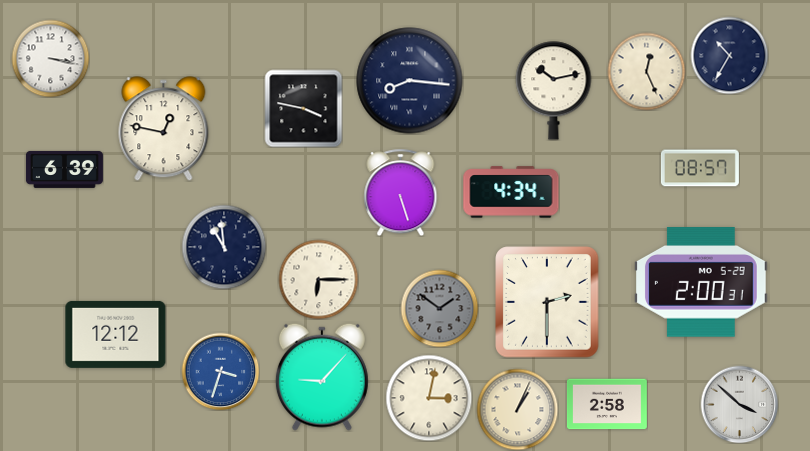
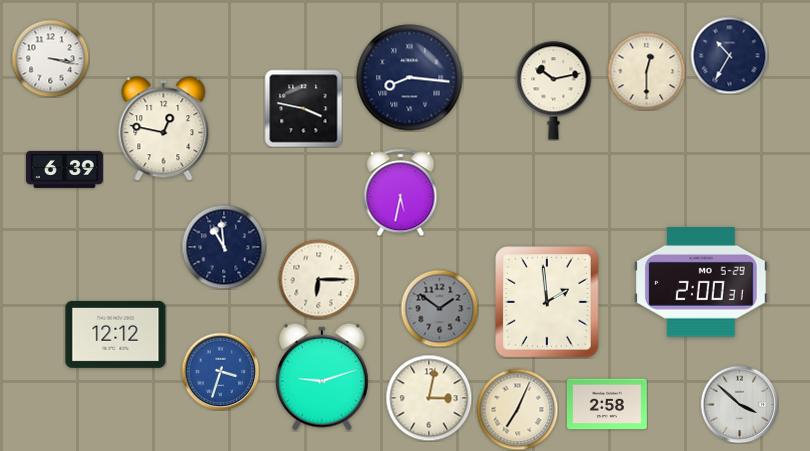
clock at (646, 71): 12:26 -> 12:30
clock at (410, 81) position: (410, 81) -> (410, 78)
clock at (700, 168): 08:57 -> none
clock at (401, 192): 5:27 -> 5:32
clock at (511, 192): 4:34 -> none
clock at (547, 302): 2:30 -> 1:59
clock at (322, 377): 9:07 -> 9:12
clock at (517, 409): 1:04 -> 7:04
